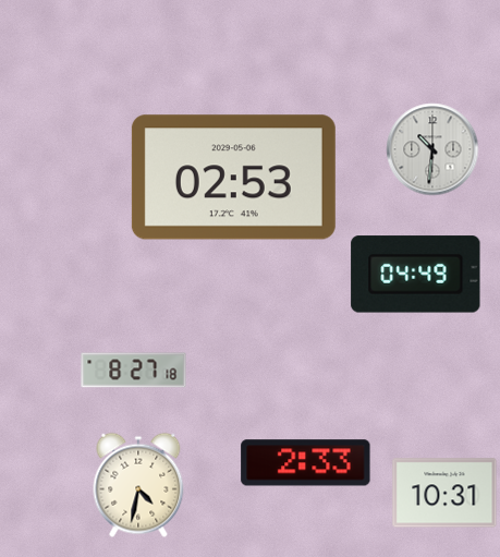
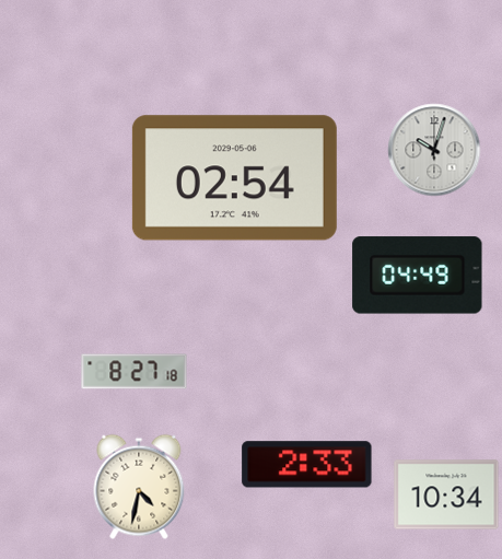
clock at (432, 149): 10:31 -> 10:03
clock at (233, 178): 02:53 -> 02:54
clock at (444, 493): 10:31 -> 10:34
